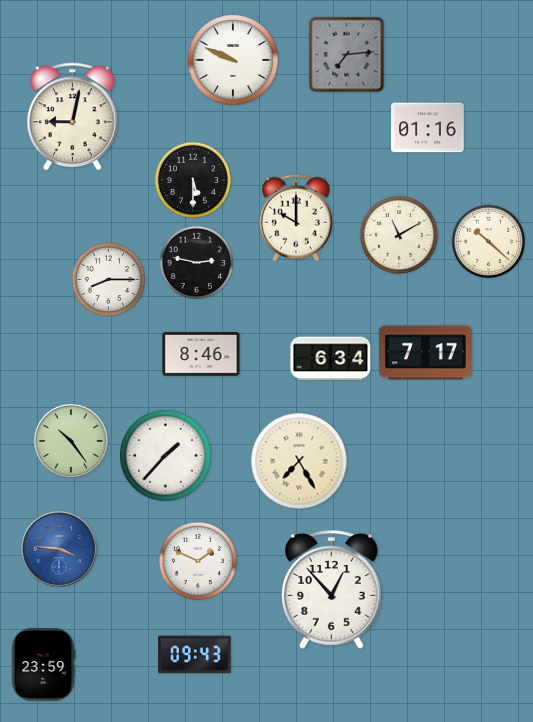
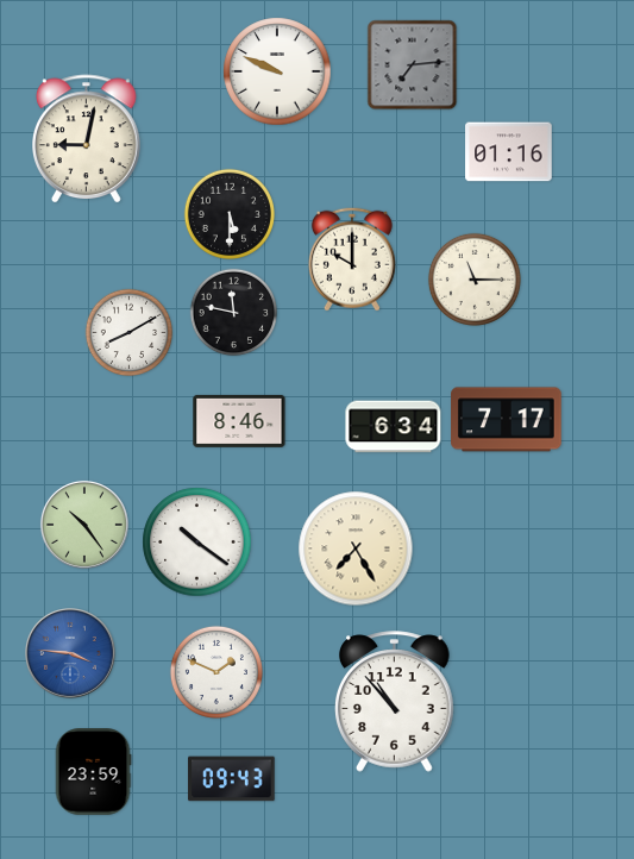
clock at (399, 235): 11:10 -> 11:15
clock at (489, 242): 10:22 -> none
clock at (197, 263): 2:47 -> 11:47
clock at (109, 280): 8:15 -> 8:10
clock at (166, 456): 1:37 -> 10:21
clock at (198, 561) position: (198, 561) -> (216, 672)
clock at (332, 590): 12:53 -> 10:53
clock at (43, 665) position: (43, 665) -> (93, 772)
